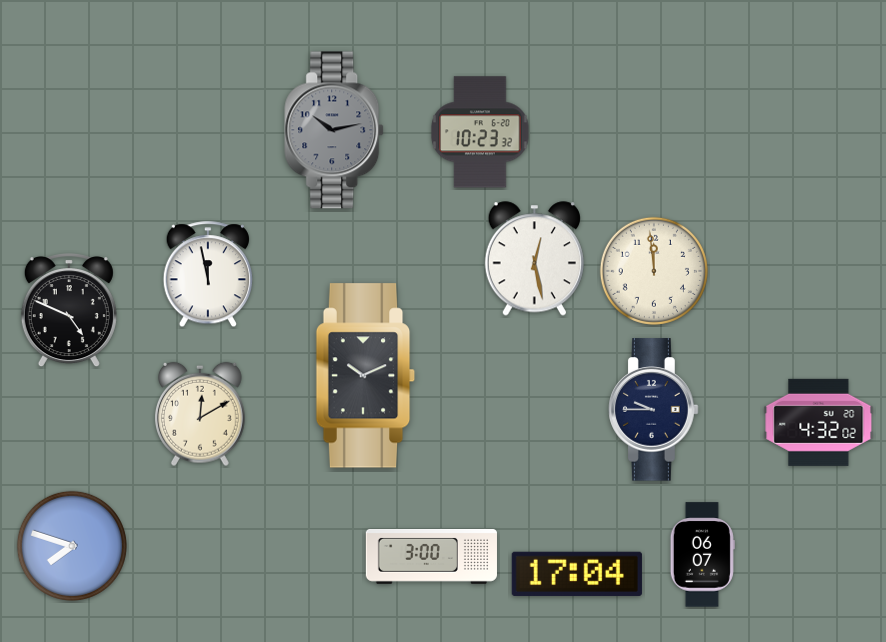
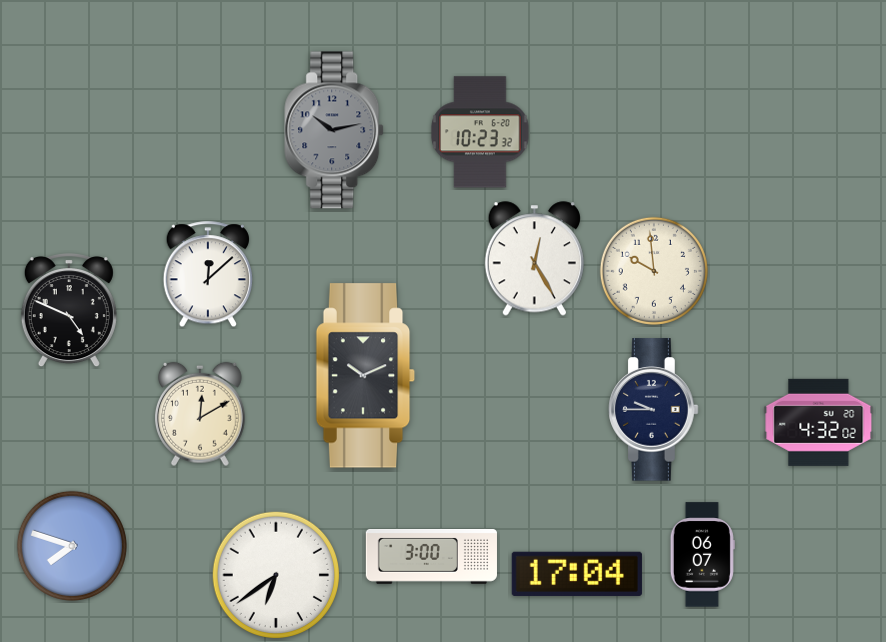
clock at (534, 259): 12:28 -> 12:25
clock at (654, 271): 11:59 -> 9:59
clock at (207, 275): 11:58 -> 12:08
clock at (275, 574): none -> 6:39
